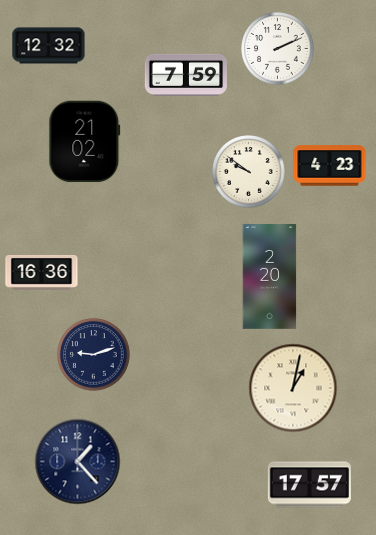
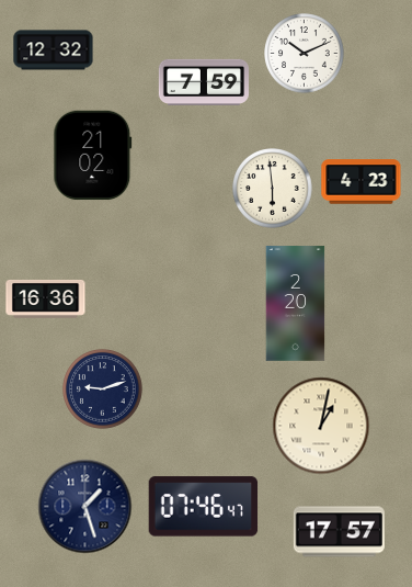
clock at (278, 49): 2:11 -> 10:11
clock at (249, 172): 9:51 -> 5:59
clock at (78, 462): 1:23 -> 1:27
clock at (204, 507): none -> 07:46
